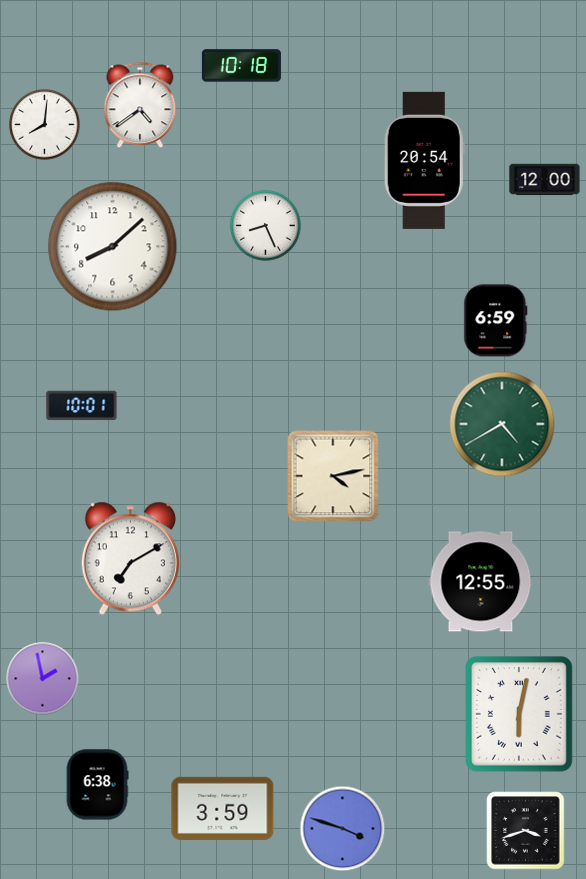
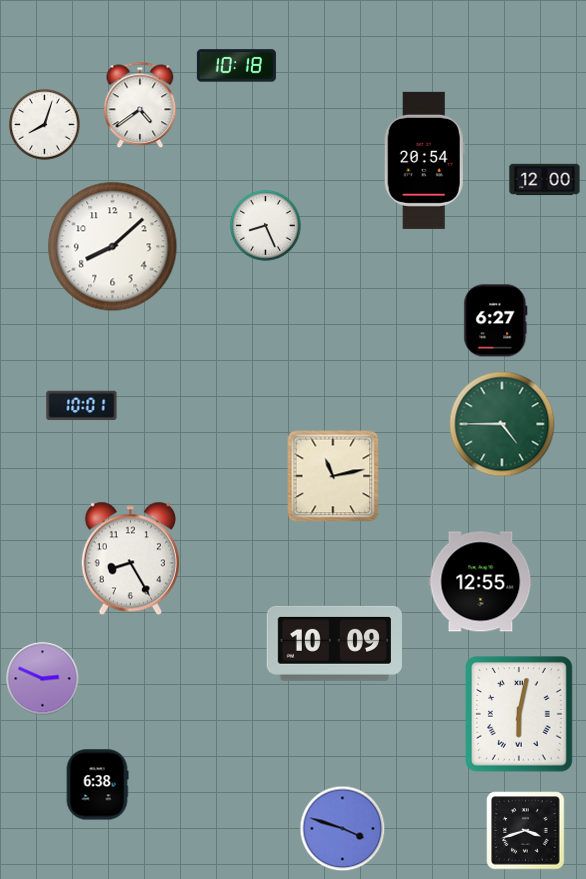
clock at (241, 66) position: (241, 66) -> (236, 66)
clock at (45, 125): 8:01 -> 8:03
clock at (496, 321): 6:59 -> 6:27
clock at (502, 424): 4:40 -> 4:45
clock at (333, 476): 4:13 -> 11:13
clock at (130, 559): 7:10 -> 8:25
clock at (334, 643): none -> 10:09
clock at (43, 679): 1:58 -> 2:49
clock at (223, 808): 3:59 -> none
